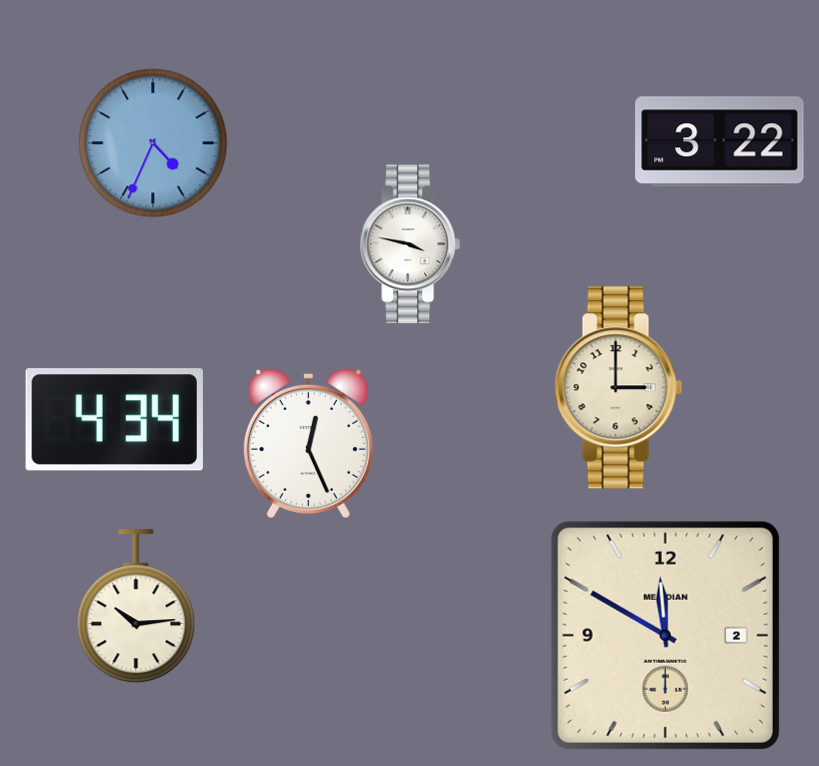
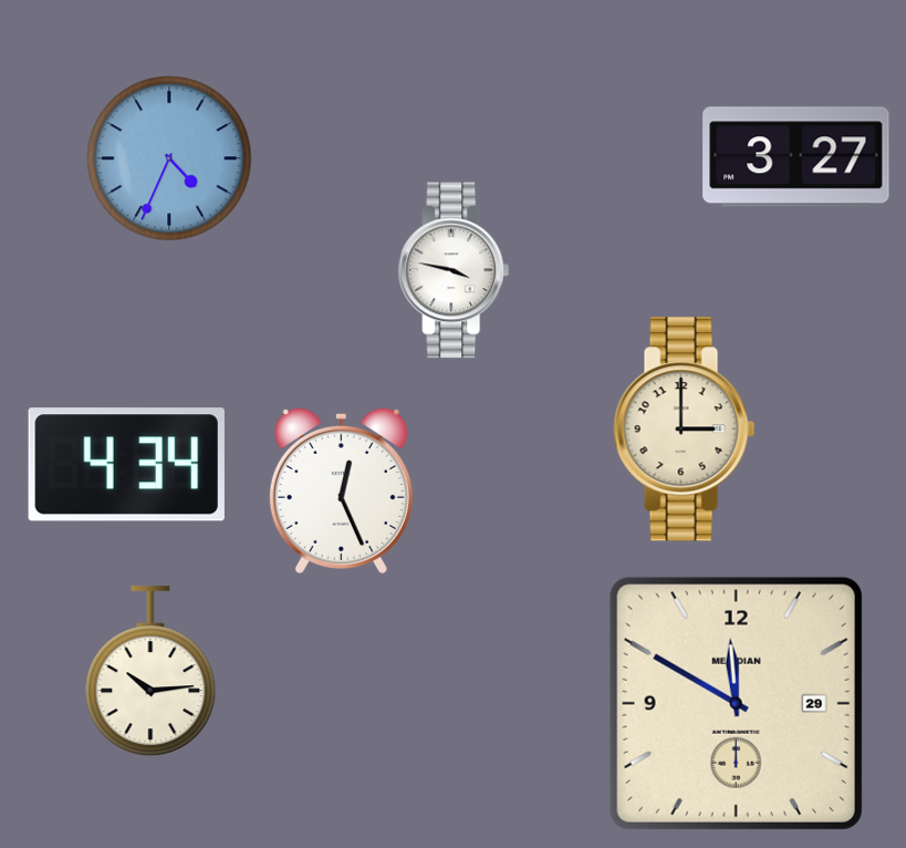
clock at (720, 142): 3:22 -> 3:27
clock at (665, 635) date: 2 -> 29
